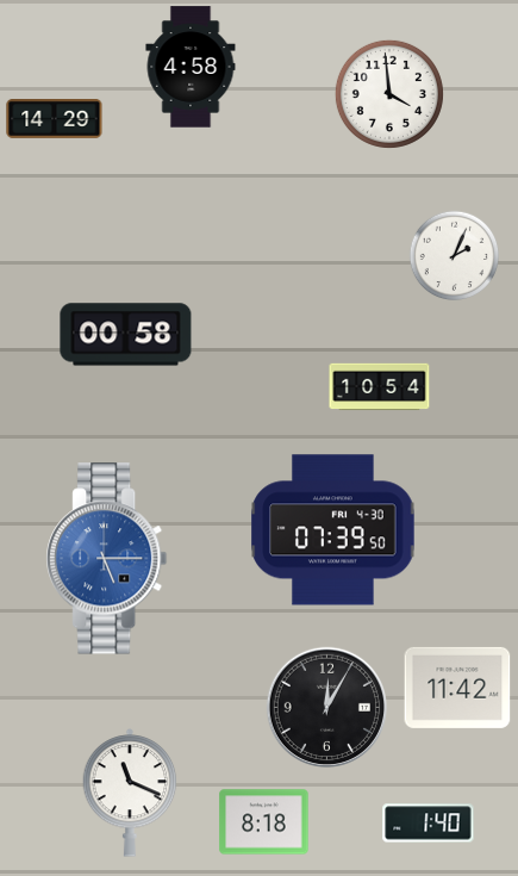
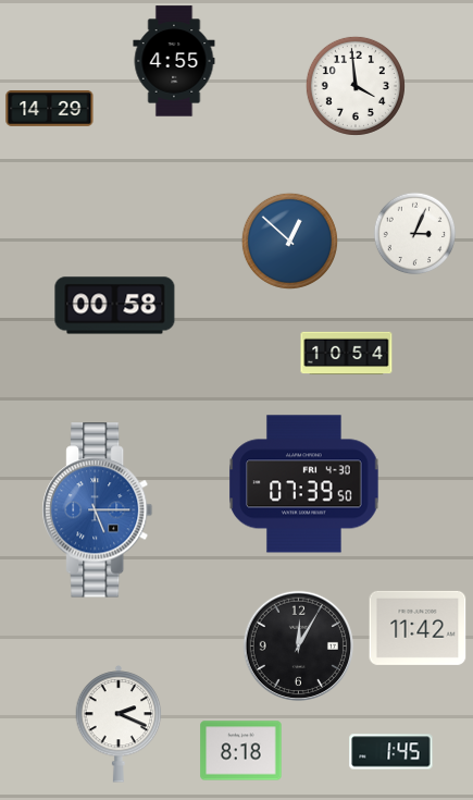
clock at (191, 67): 4:58 -> 4:55
clock at (455, 256): 2:04 -> 3:04
clock at (289, 241): none -> 12:52
clock at (130, 794): 11:19 -> 2:19
clock at (429, 824): 1:40 -> 1:45
